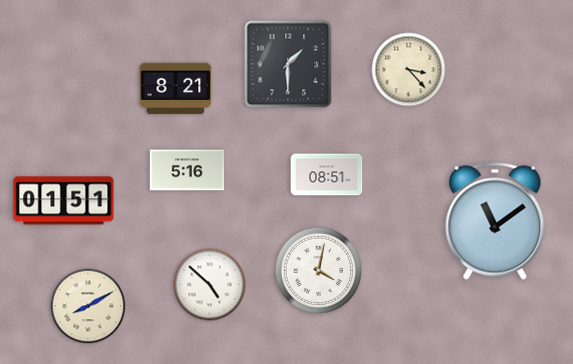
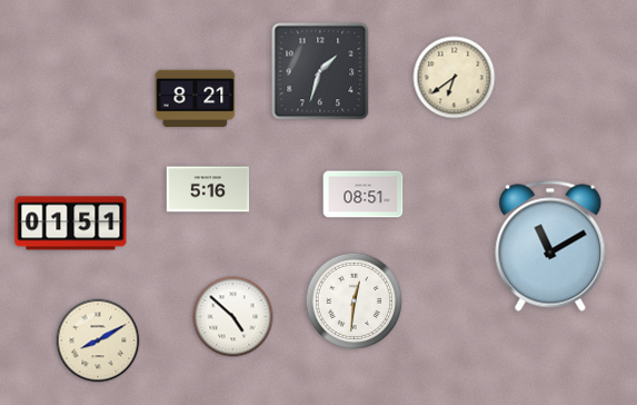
clock at (288, 64): 1:30 -> 1:33
clock at (409, 70): 3:23 -> 6:39
clock at (495, 221): 11:09 -> 11:10
clock at (318, 270): 4:02 -> 12:31
